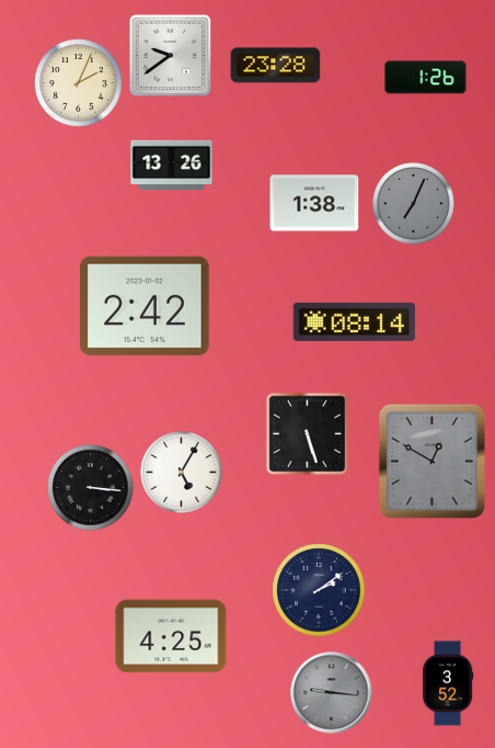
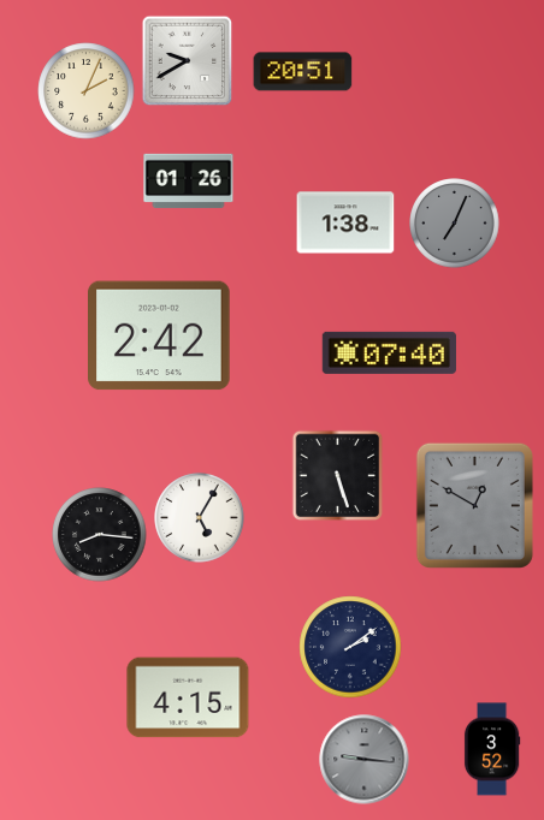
clock at (171, 56): 9:39 -> 9:40
clock at (276, 66): 23:28 -> 20:51
clock at (426, 78): 1:26 -> none
clock at (172, 166): 13:26 -> 01:26
clock at (354, 321): 08:14 -> 07:40
clock at (91, 488): 3:16 -> 8:16
clock at (171, 636): 4:25 -> 4:15
